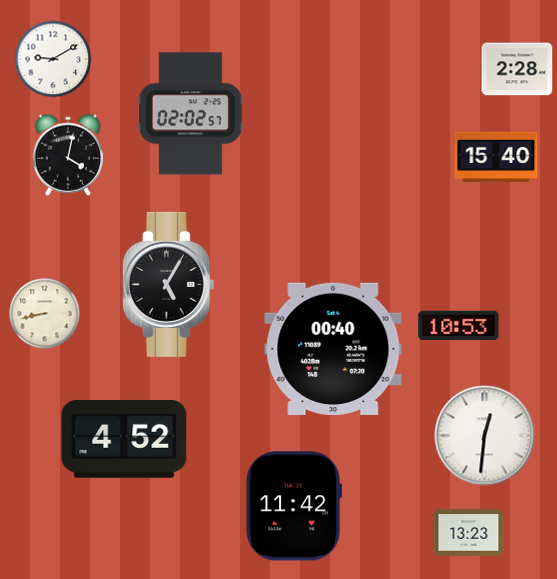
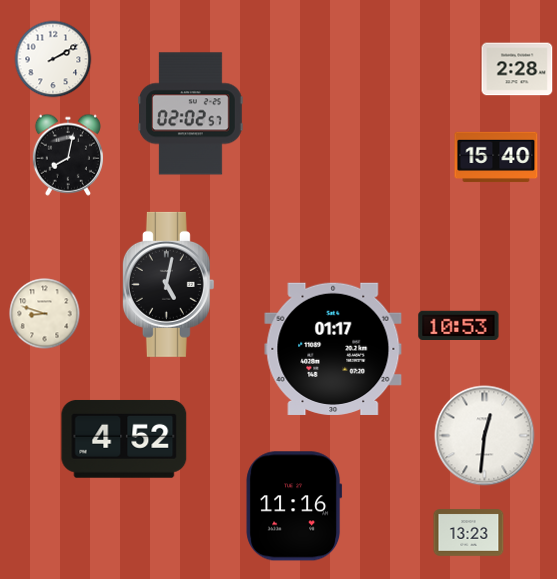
clock at (53, 59): 9:10 -> 2:10
clock at (67, 155): 4:02 -> 8:02
clock at (168, 284): 5:05 -> 5:02
clock at (45, 314): 8:43 -> 8:48
clock at (333, 349): 00:40 -> 01:17
clock at (294, 506): 11:42 -> 11:16
